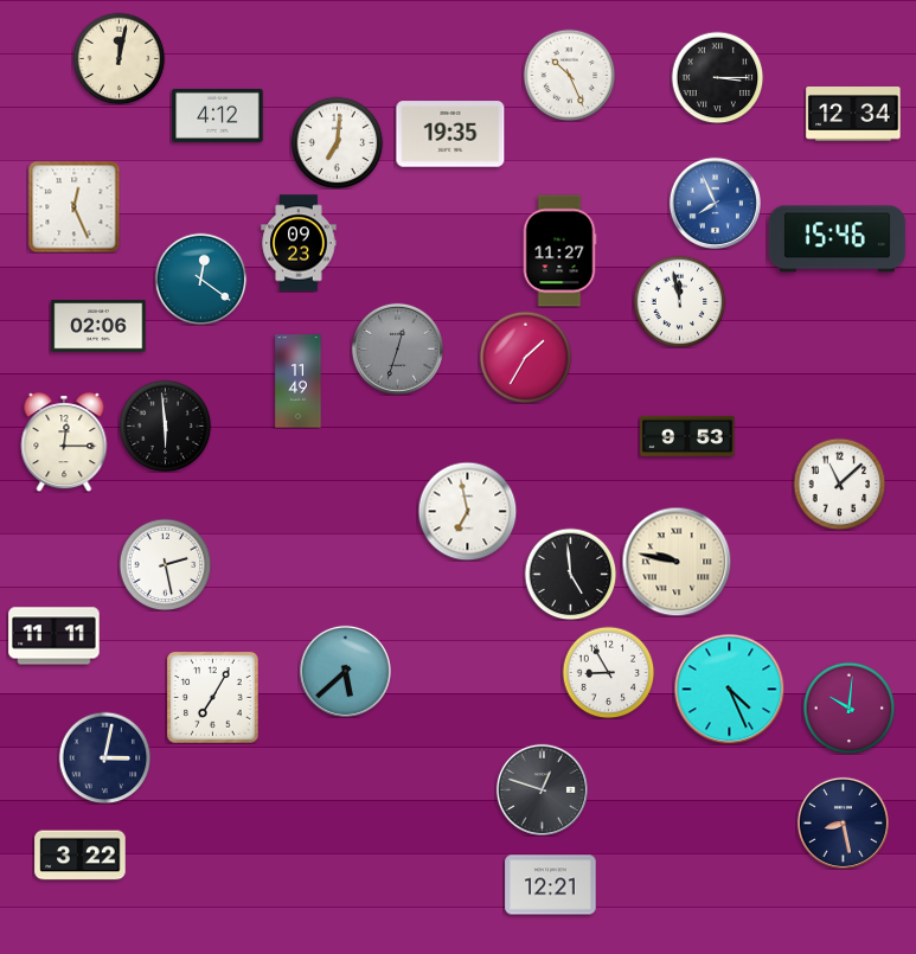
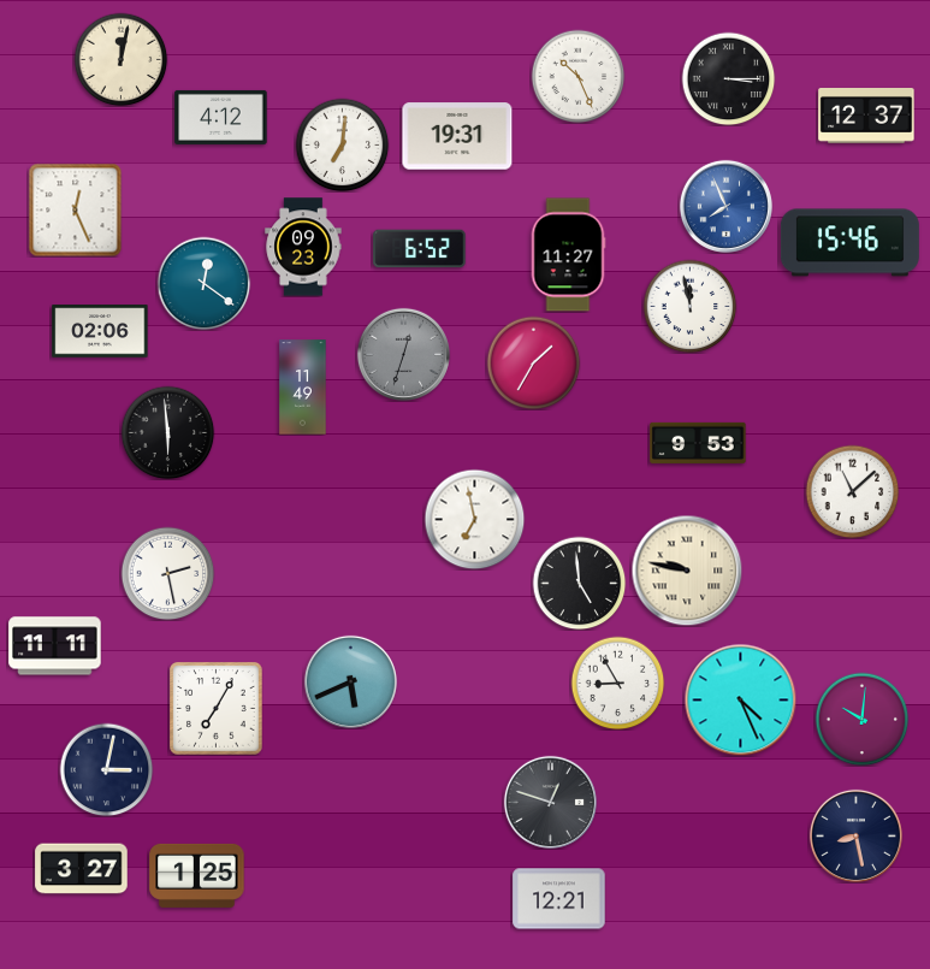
clock at (853, 115): 12:34 -> 12:37
clock at (450, 134): 19:35 -> 19:31
clock at (420, 249): none -> 6:52
clock at (64, 442): 12:15 -> none
clock at (345, 671): 5:38 -> 5:41
clock at (81, 856): 3:22 -> 3:27
clock at (197, 875): none -> 1:25
